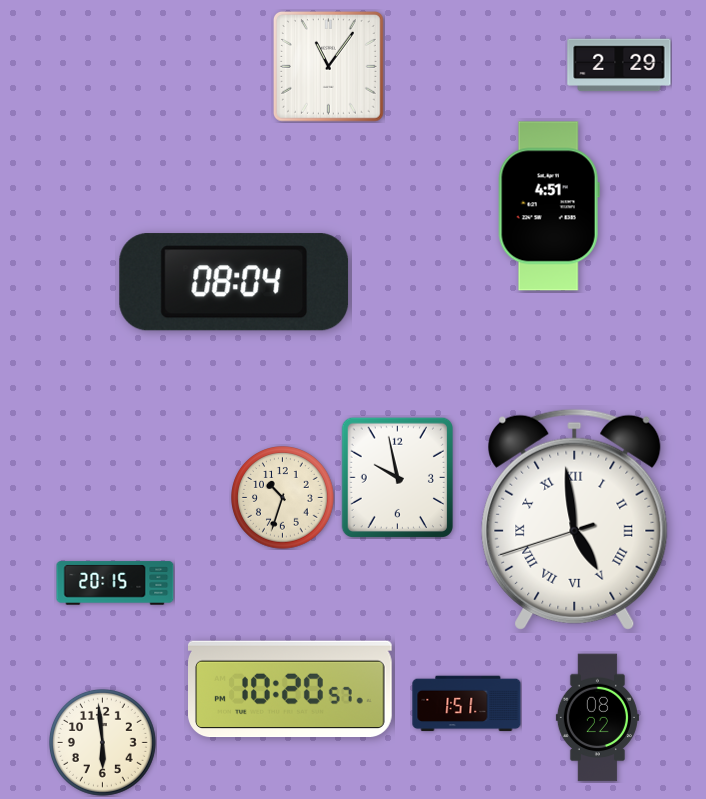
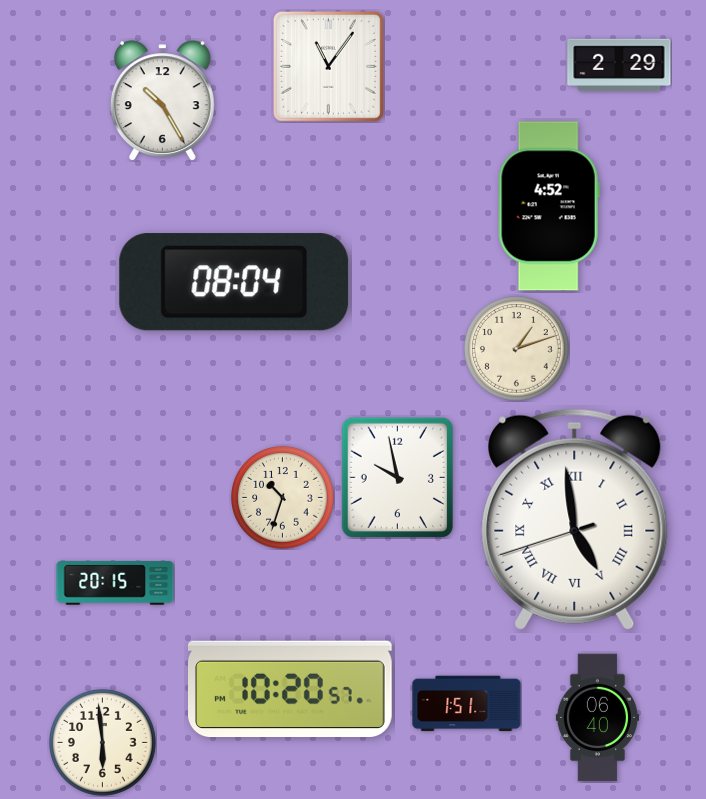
clock at (162, 100): none -> 10:25
clock at (549, 206): 4:51 -> 4:52
clock at (517, 349): none -> 1:12
clock at (597, 718): 08:22 -> 06:40
